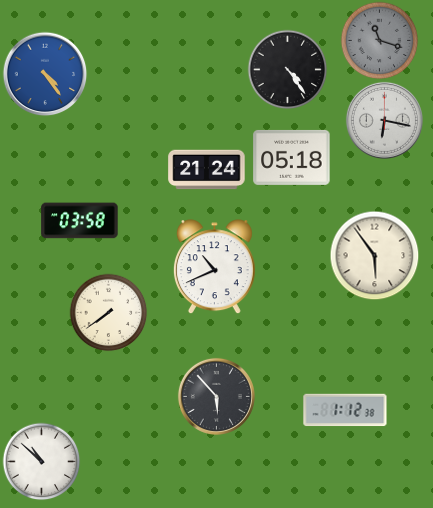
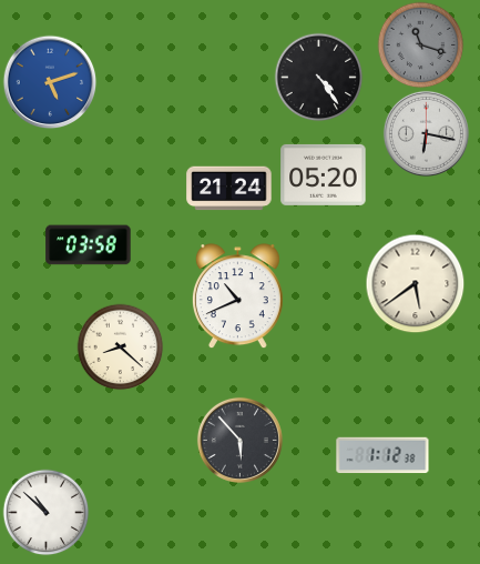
clock at (45, 74): 4:24 -> 5:12
clock at (292, 157): 05:18 -> 05:20
clock at (374, 255): 5:54 -> 5:39
clock at (108, 312): 7:39 -> 8:22
